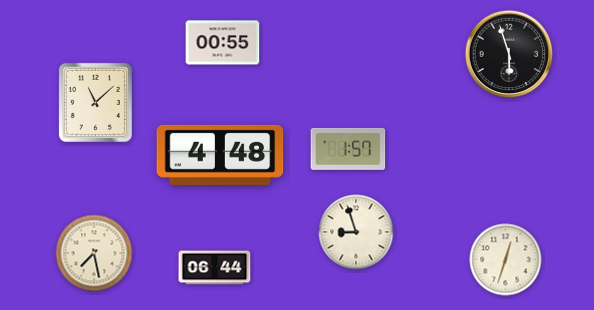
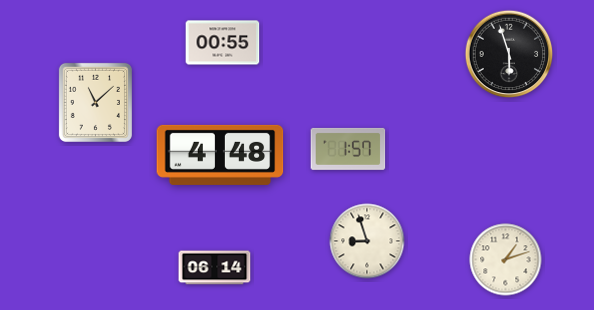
clock at (356, 232) position: (356, 232) -> (367, 241)
clock at (94, 253): 7:28 -> none
clock at (506, 260): 12:33 -> 1:12
clock at (215, 268): 06:44 -> 06:14
